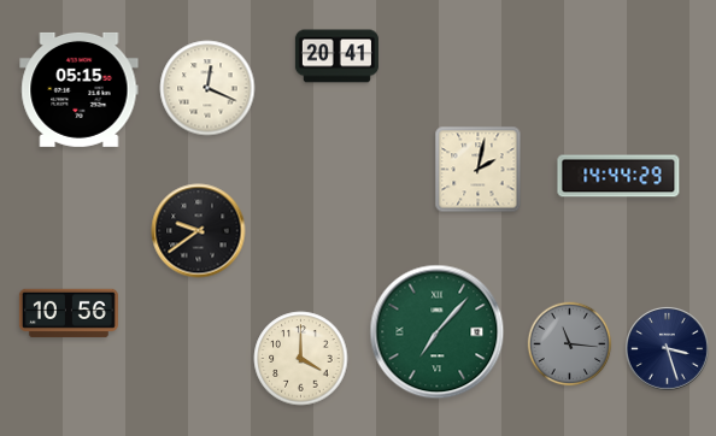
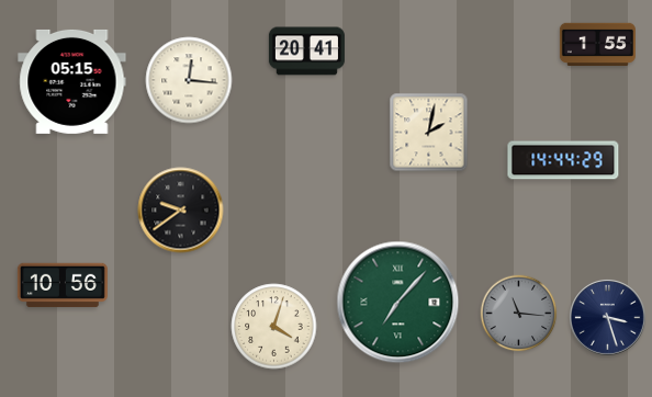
clock at (597, 45): none -> 1:55
clock at (207, 88): 12:19 -> 12:16
clock at (479, 170) position: (479, 170) -> (429, 133)
clock at (301, 359): 4:00 -> 4:03
